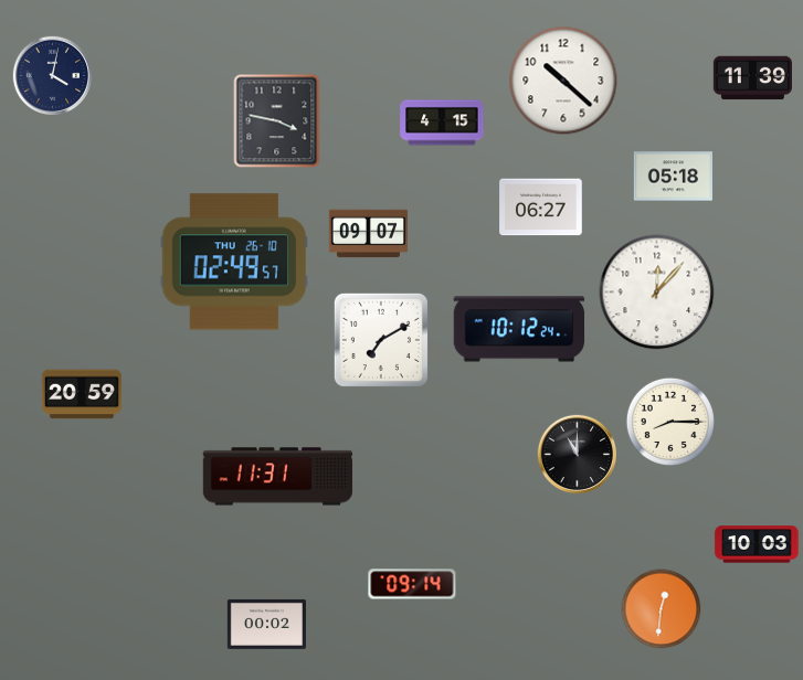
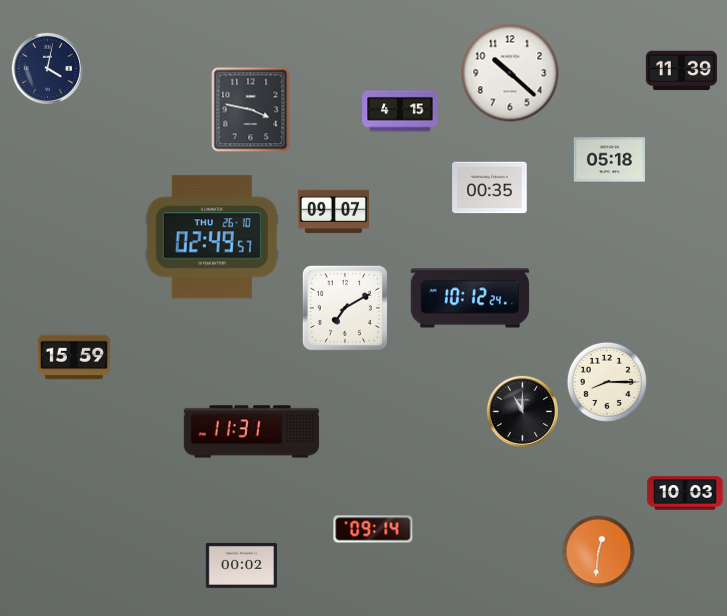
clock at (541, 208): 06:27 -> 00:35
clock at (657, 293): 12:07 -> none
clock at (82, 394): 20:59 -> 15:59
